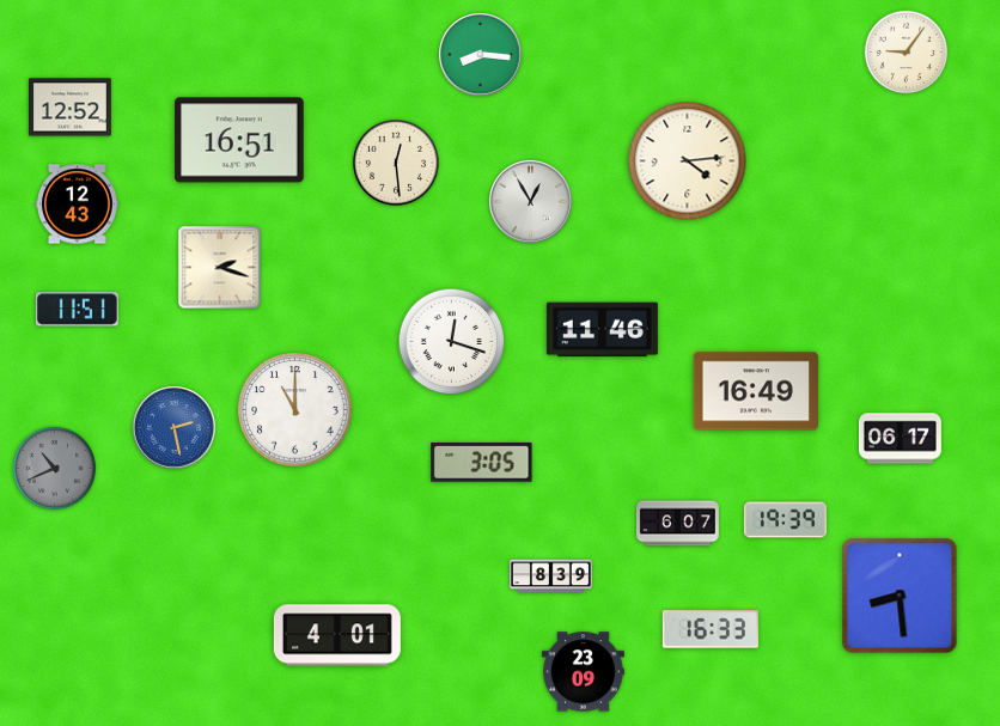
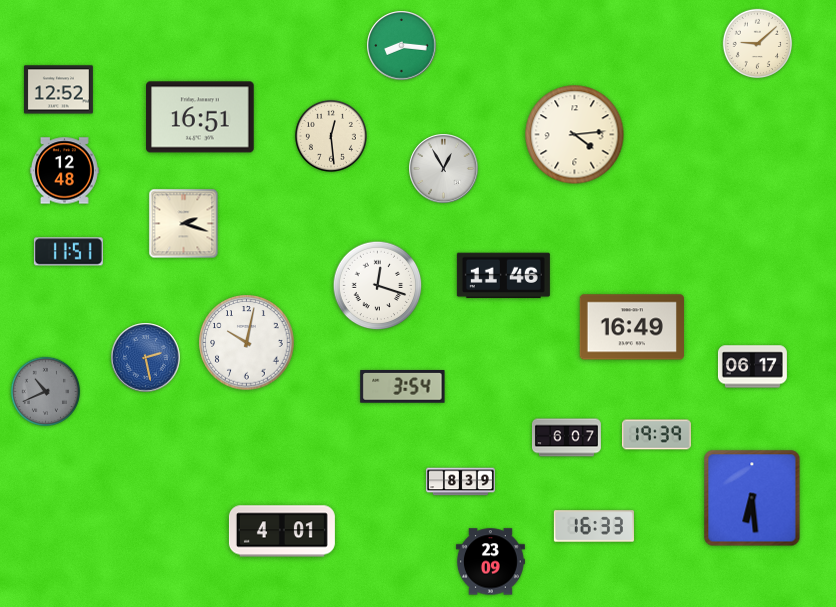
clock at (907, 53): 9:06 -> 9:08
clock at (77, 205): 12:43 -> 12:48
clock at (77, 310) position: (77, 310) -> (68, 252)
clock at (295, 410): 11:00 -> 10:02
clock at (482, 463): 3:05 -> 3:54
clock at (900, 596): 8:29 -> 6:29
clock at (583, 672) position: (583, 672) -> (490, 562)
